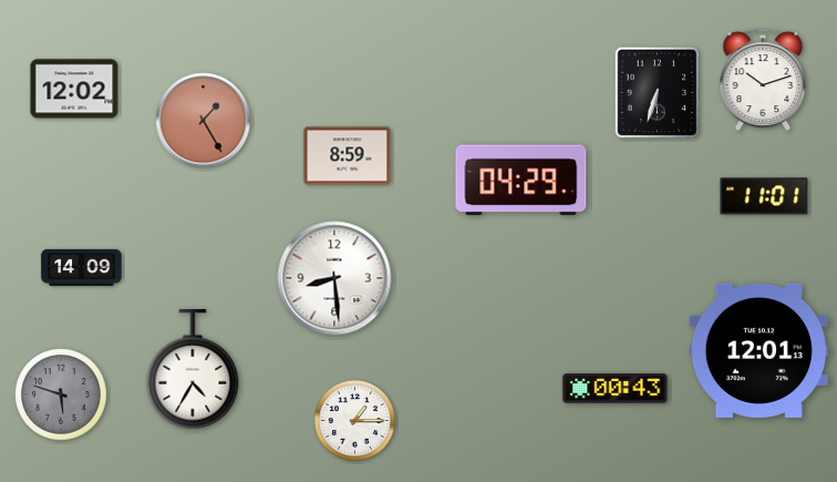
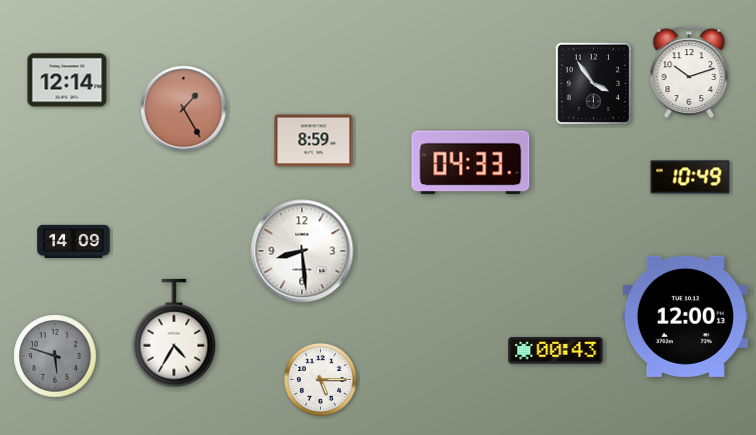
clock at (74, 89): 12:02 -> 12:14
clock at (658, 93): 6:33 -> 3:54
clock at (521, 181): 04:29 -> 04:33
clock at (764, 196): 11:01 -> 10:49
clock at (758, 350): 12:01 -> 12:00
clock at (354, 420): 1:15 -> 5:15
